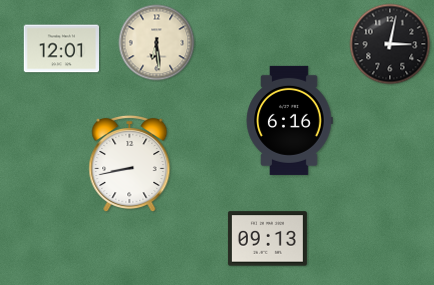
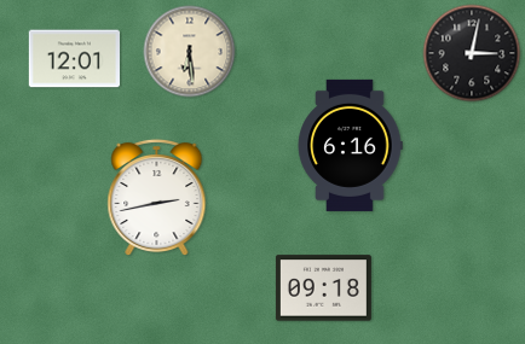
clock at (130, 164): 8:43 -> 2:43
clock at (267, 239): 09:13 -> 09:18
